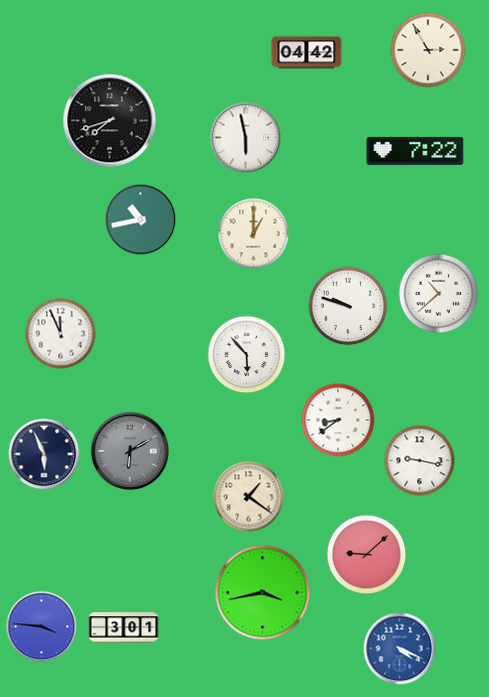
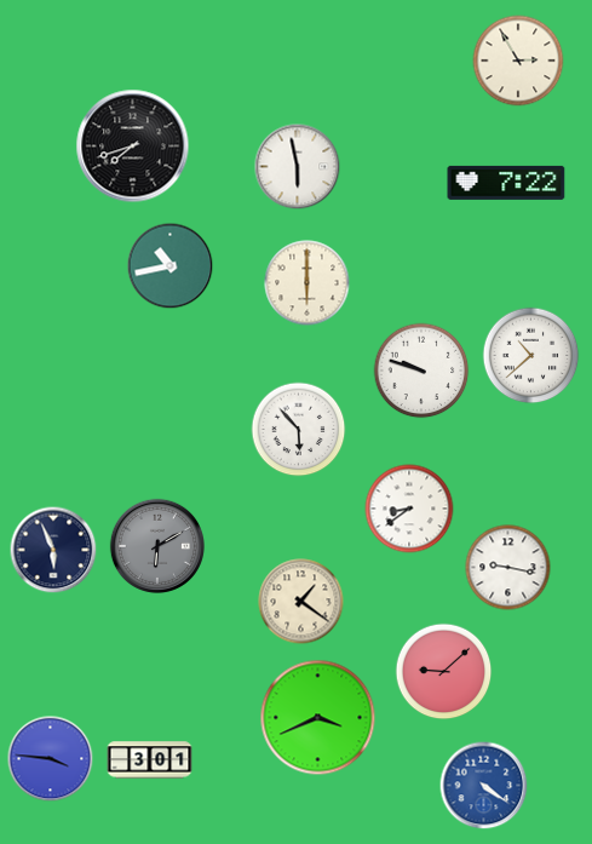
clock at (307, 53): 04:42 -> none
clock at (415, 151) position: (415, 151) -> (506, 183)
clock at (254, 234): 1:00 -> 6:00
clock at (61, 334): 11:56 -> none
clock at (420, 461) position: (420, 461) -> (508, 568)
clock at (263, 593): 3:43 -> 3:41
clock at (400, 649): 4:19 -> 4:21
